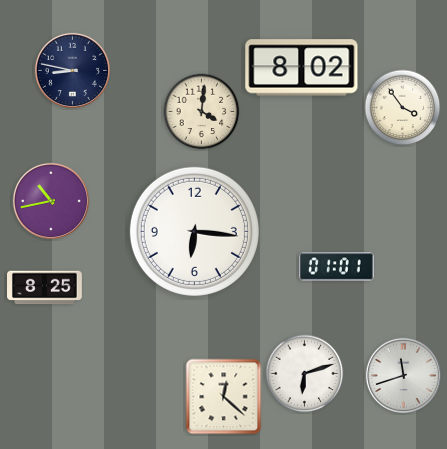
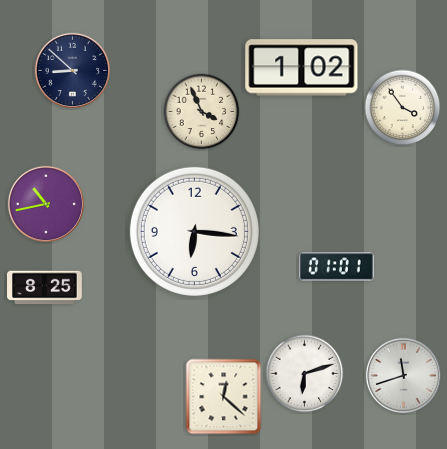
clock at (302, 68): 8:02 -> 1:02
clock at (72, 70): 8:47 -> 8:52
clock at (202, 112): 4:01 -> 3:56
clock at (50, 200) position: (50, 200) -> (45, 203)
